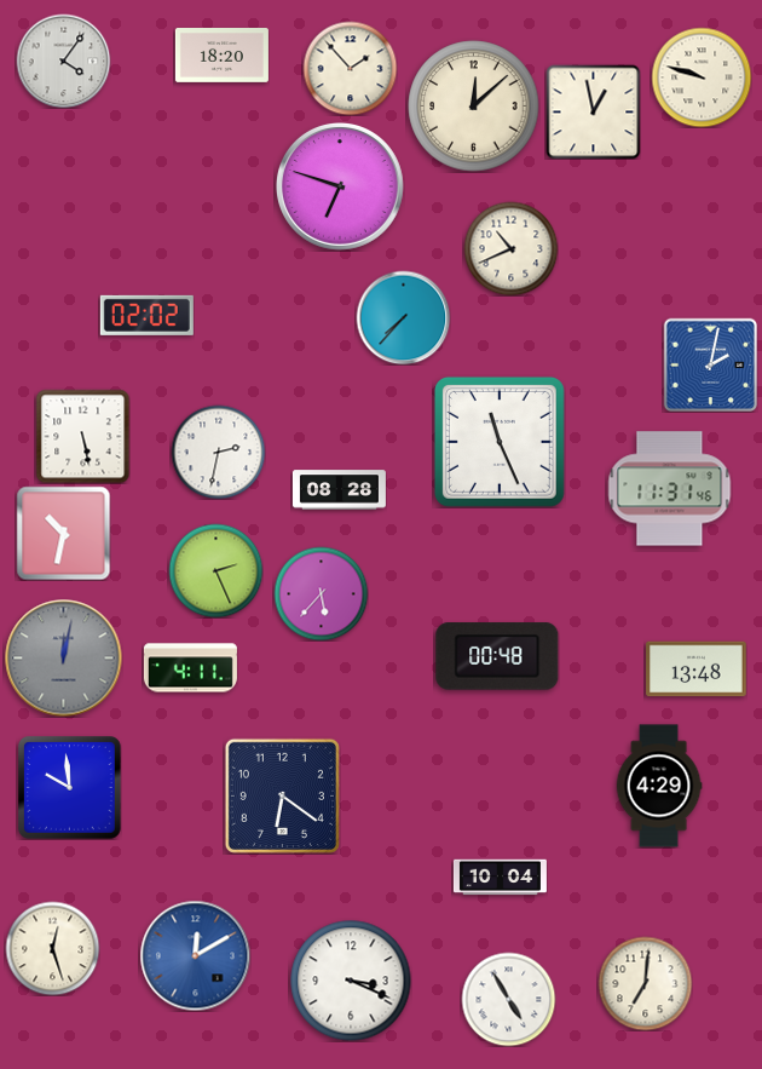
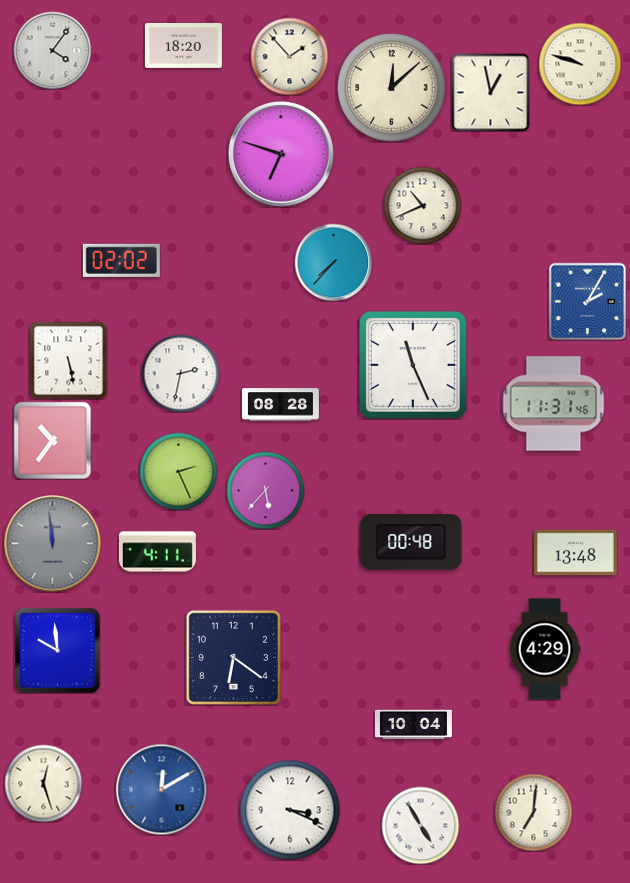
clock at (710, 364): 2:02 -> 2:05
clock at (63, 533): 10:32 -> 10:36
clock at (64, 659): 12:02 -> 11:59
